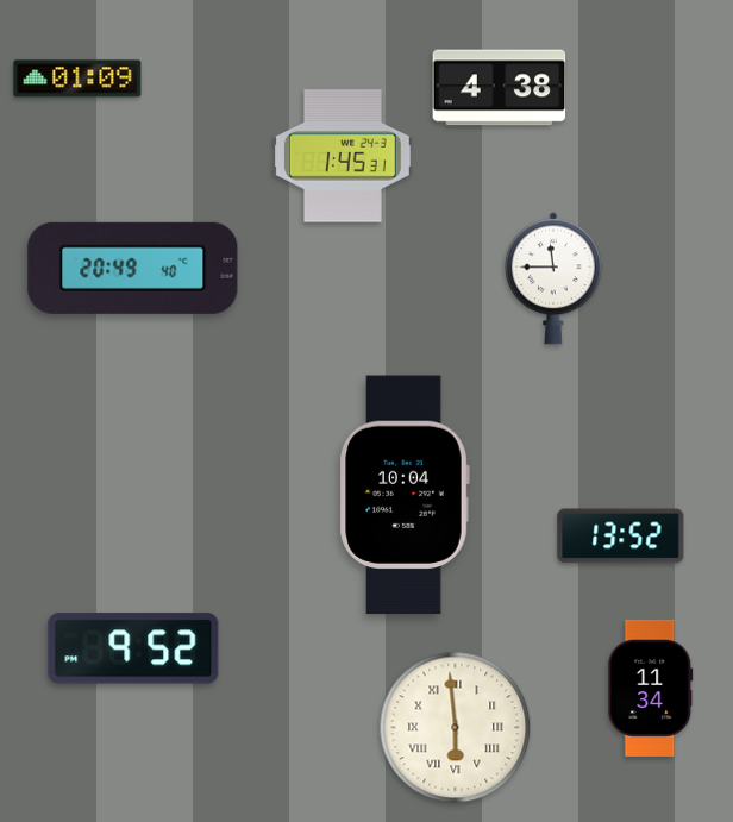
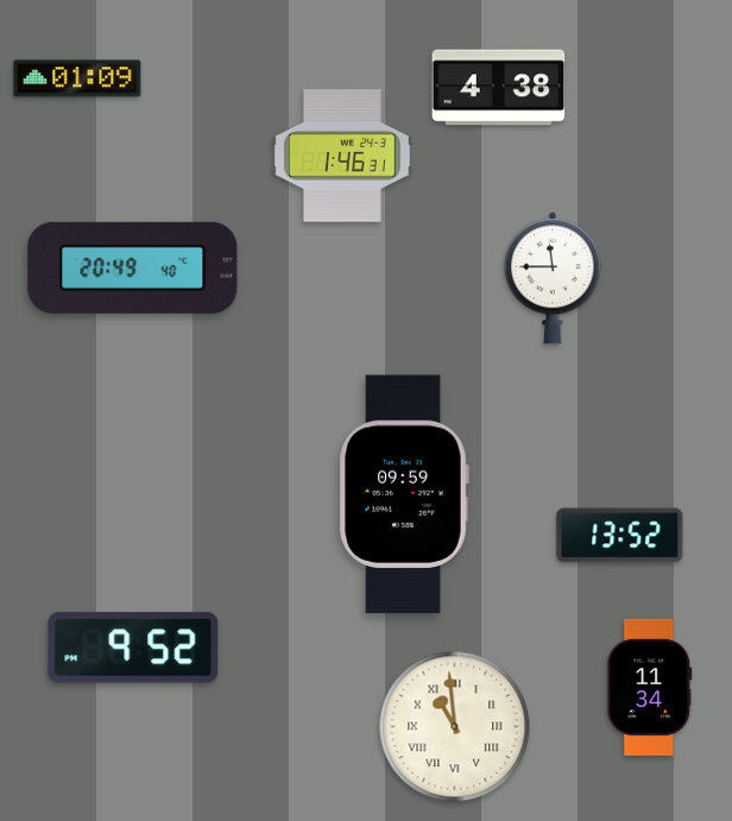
clock at (343, 156): 1:45 -> 1:46
clock at (405, 495): 10:04 -> 09:59
clock at (456, 728): 5:59 -> 10:59
